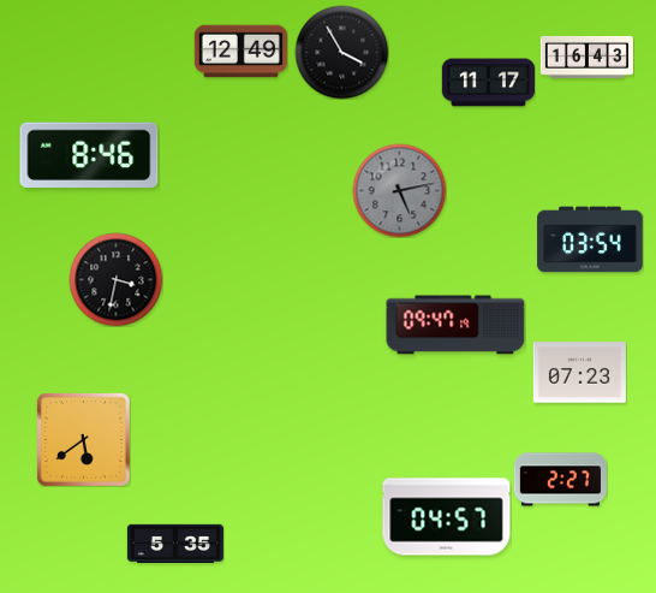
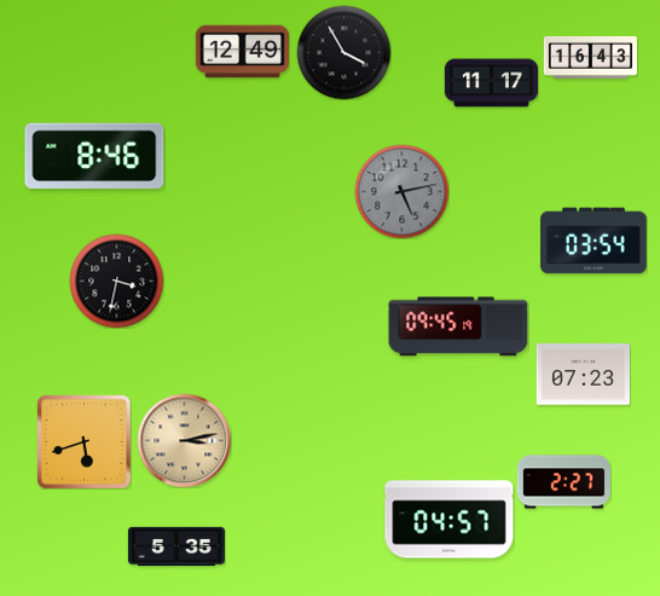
clock at (89, 154) position: (89, 154) -> (94, 155)
clock at (455, 325): 09:47 -> 09:45
clock at (184, 440): none -> 3:13
clock at (83, 439): 5:39 -> 5:42
